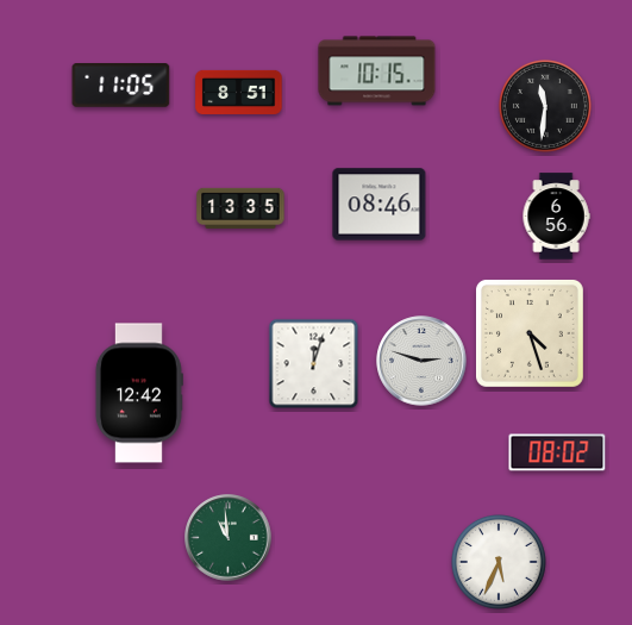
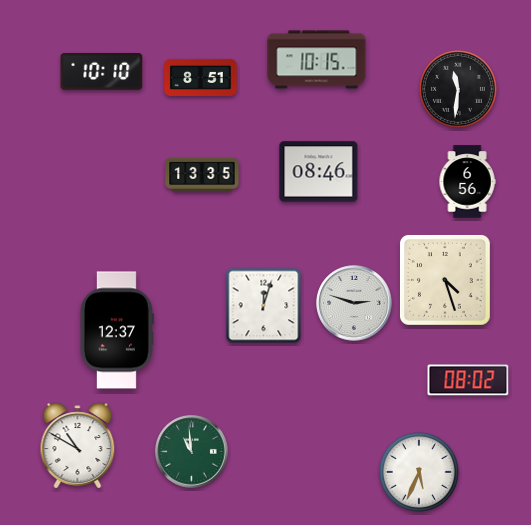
clock at (121, 86): 11:05 -> 10:10
clock at (138, 393): 12:42 -> 12:37
clock at (78, 446): none -> 10:50
